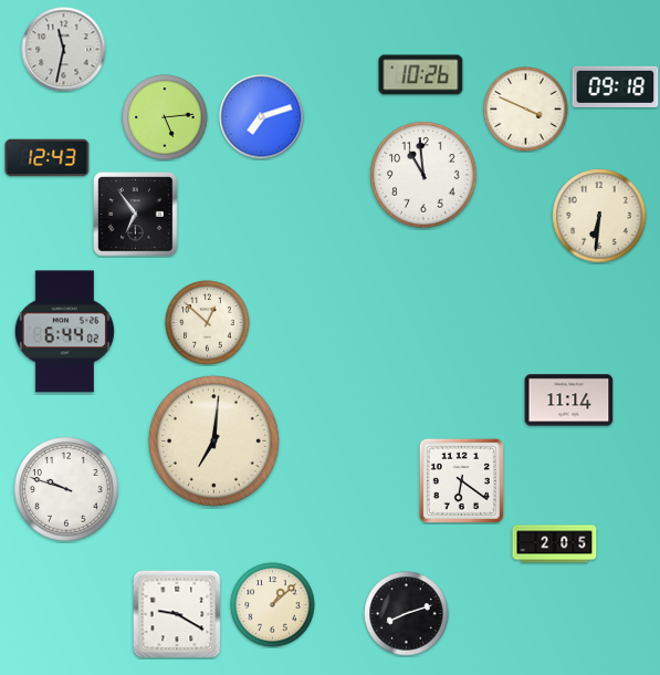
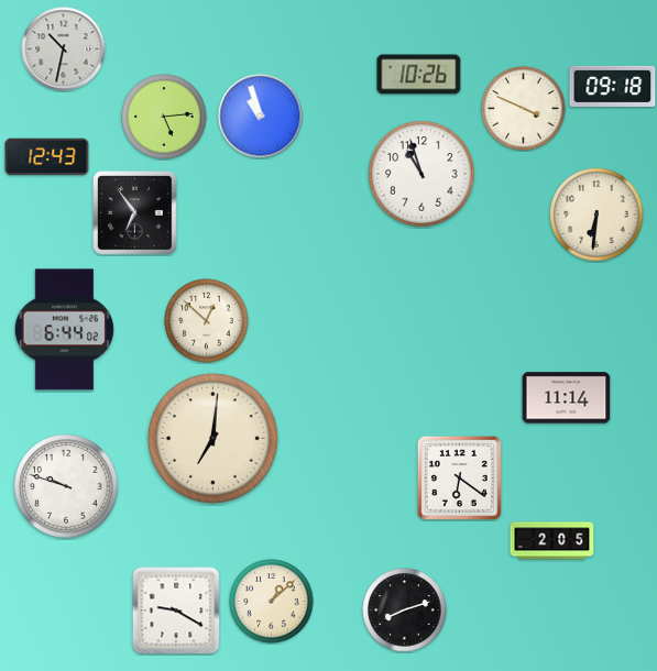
clock at (64, 50): 11:32 -> 10:32
clock at (262, 117): 7:12 -> 10:57
clock at (423, 175): 10:59 -> 10:57
